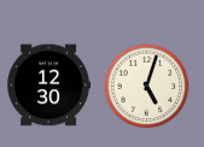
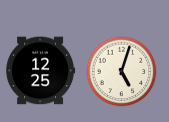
clock at (49, 86): 12:30 -> 12:25
